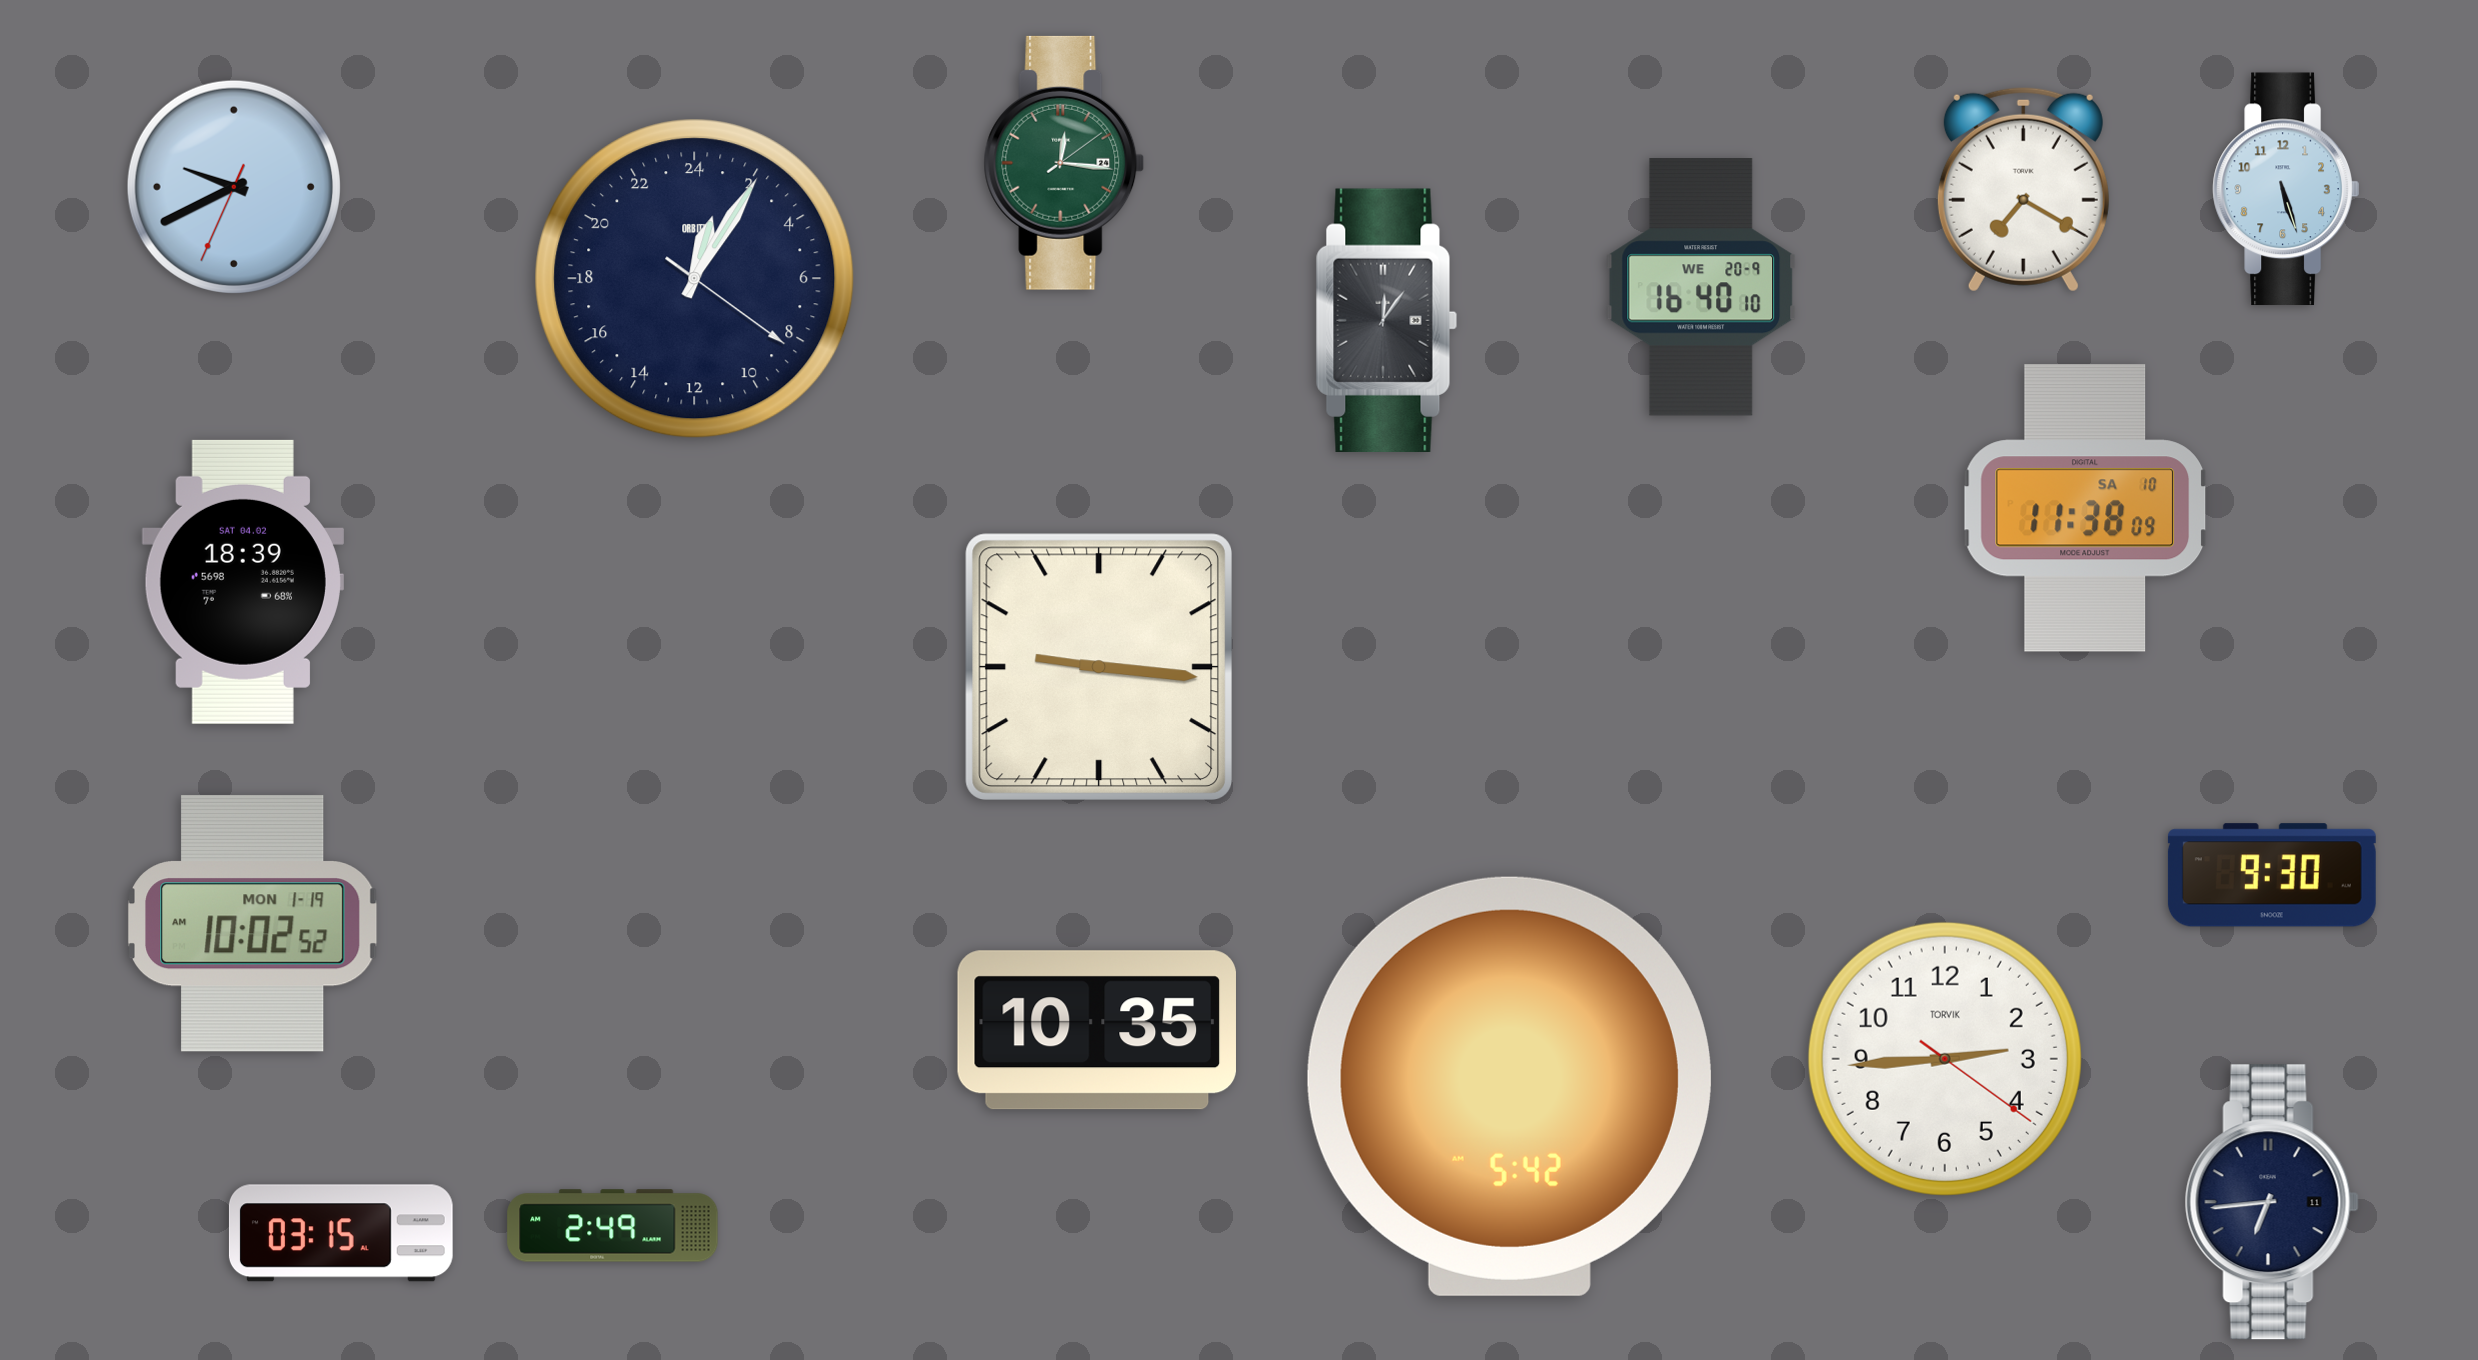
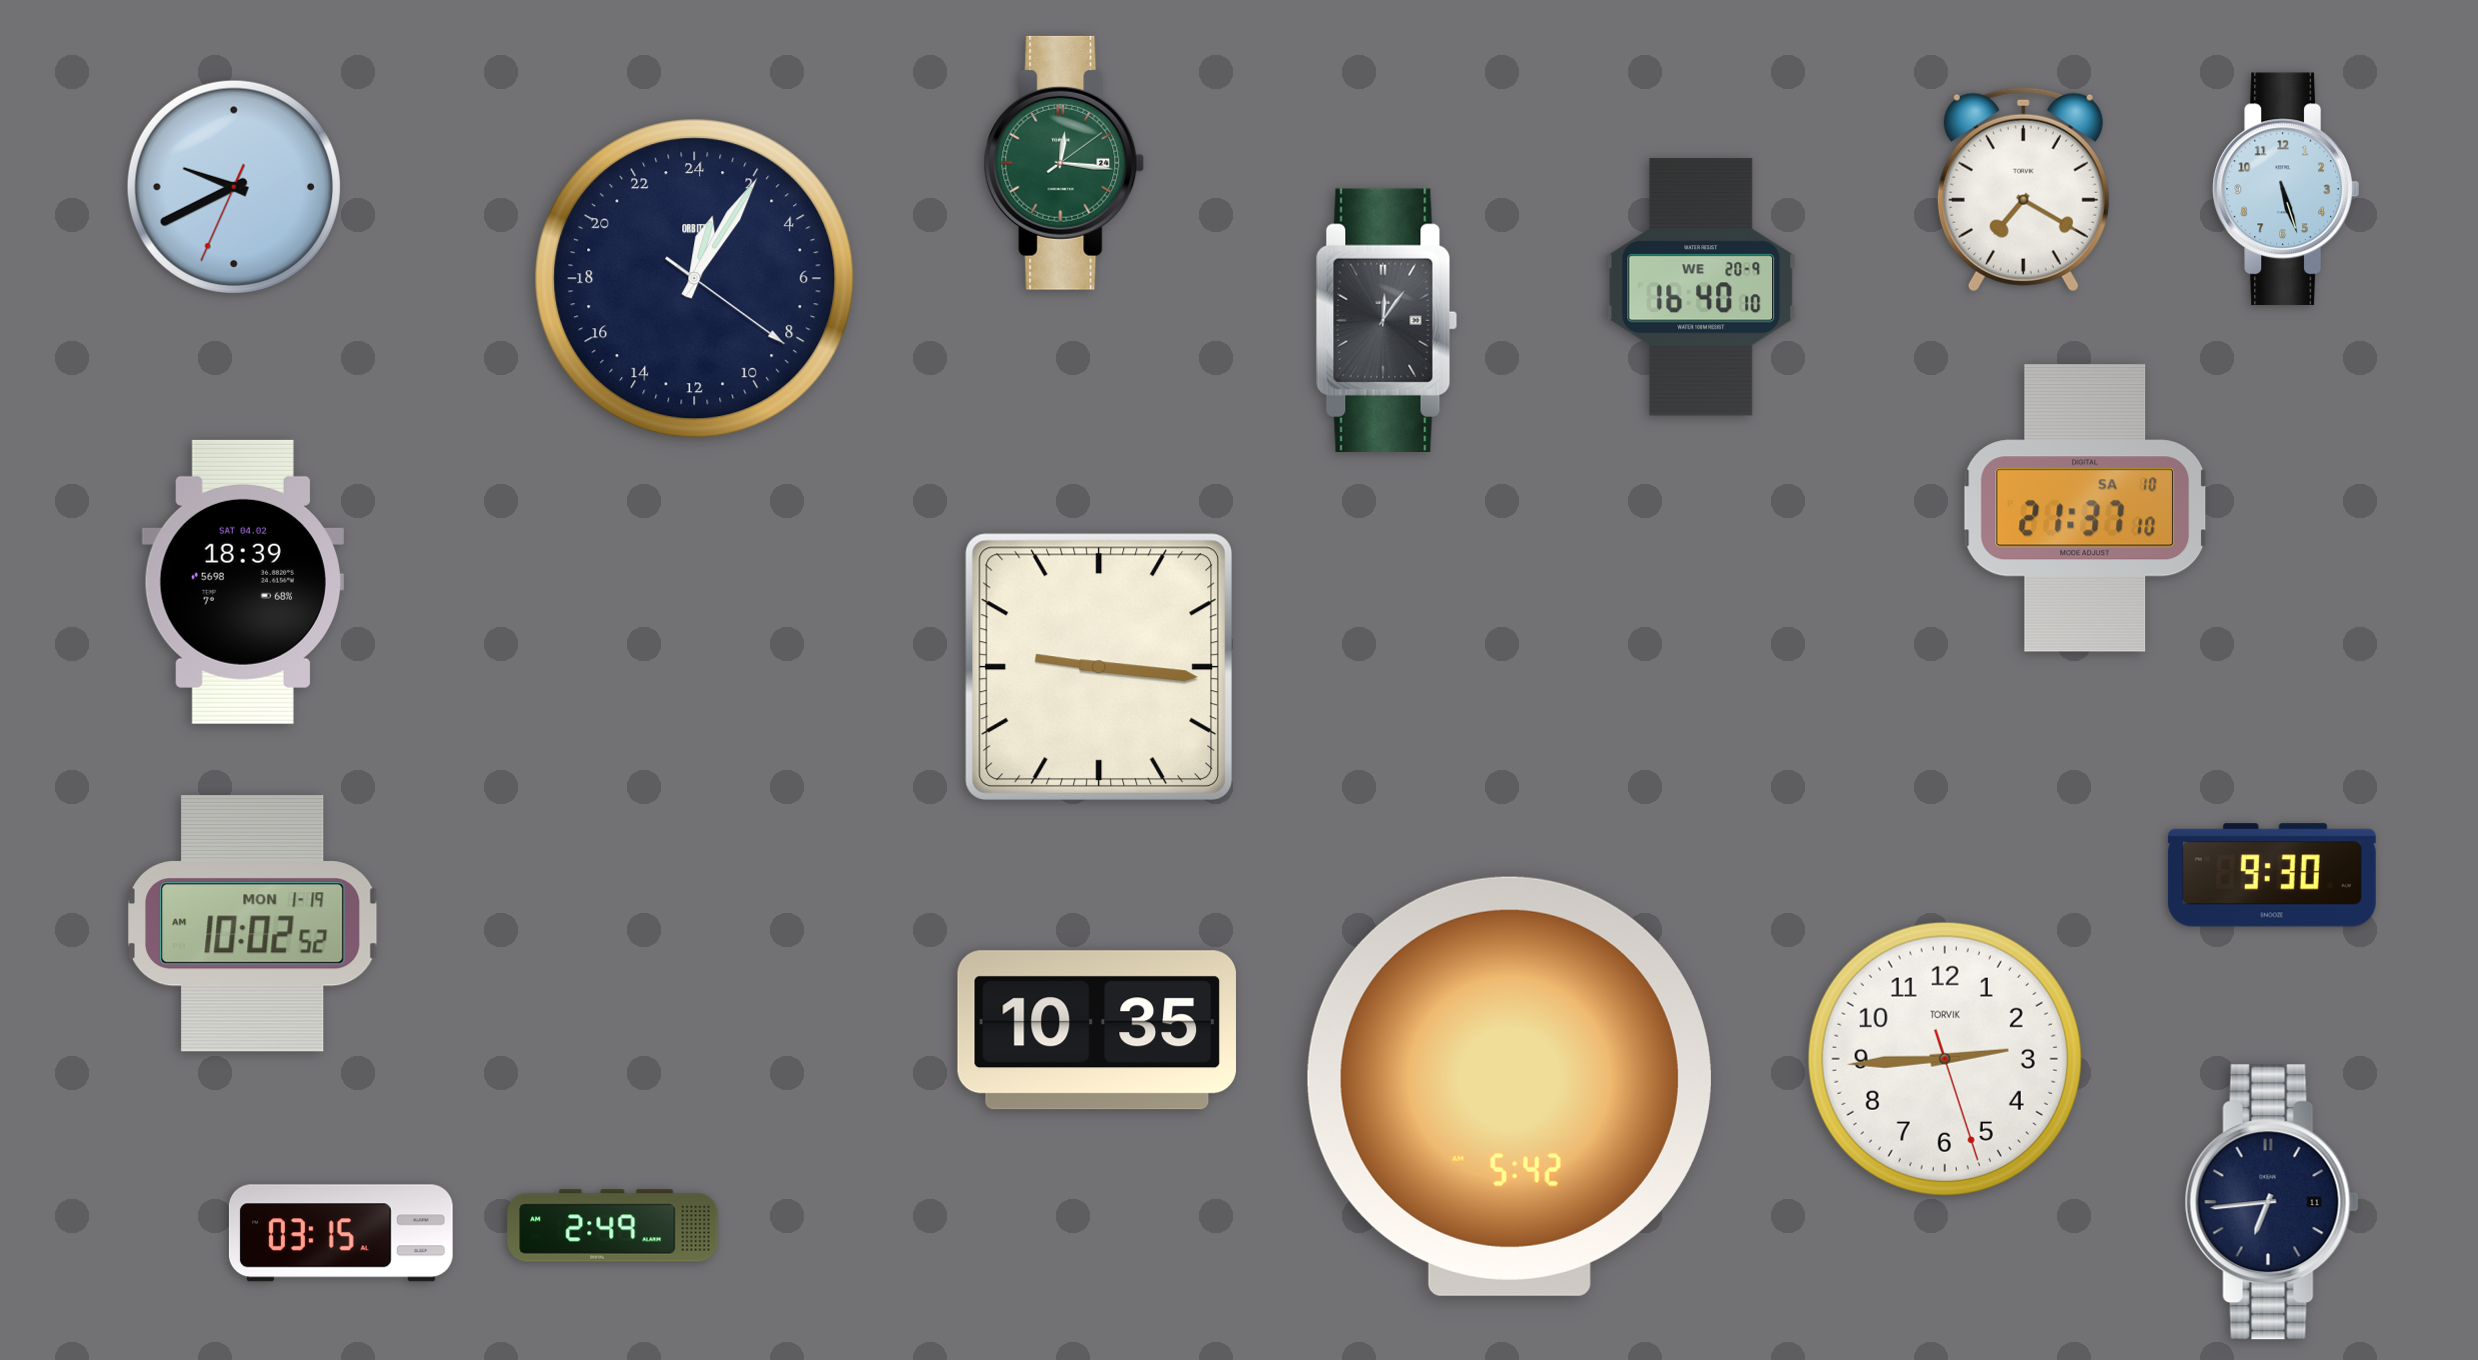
clock at (2085, 508): 11:38 -> 21:37
clock at (1945, 1059): 2:44:21 -> 2:44:27
